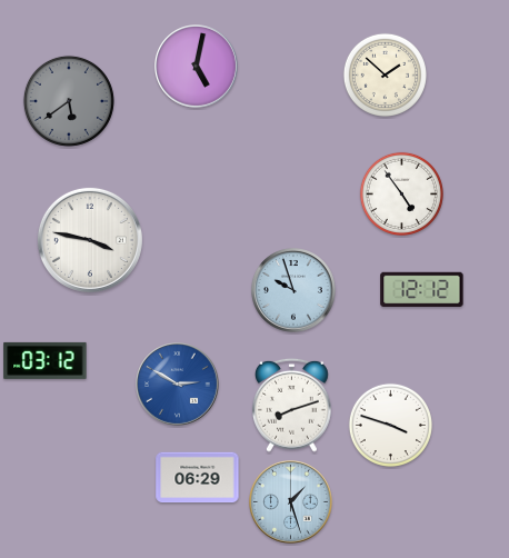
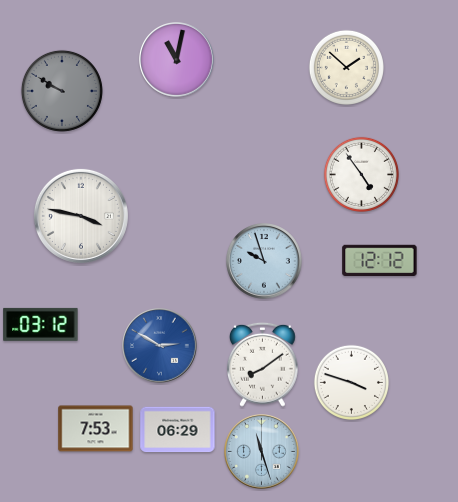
clock at (197, 67): 5:02 -> 11:02
clock at (69, 101): 5:39 -> 9:50
clock at (292, 405): 8:12 -> 8:09
clock at (96, 429): none -> 7:53
clock at (291, 502): 1:27 -> 11:27
